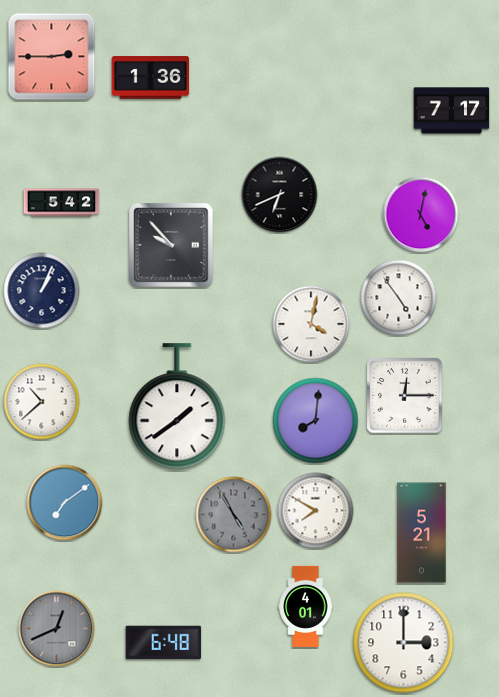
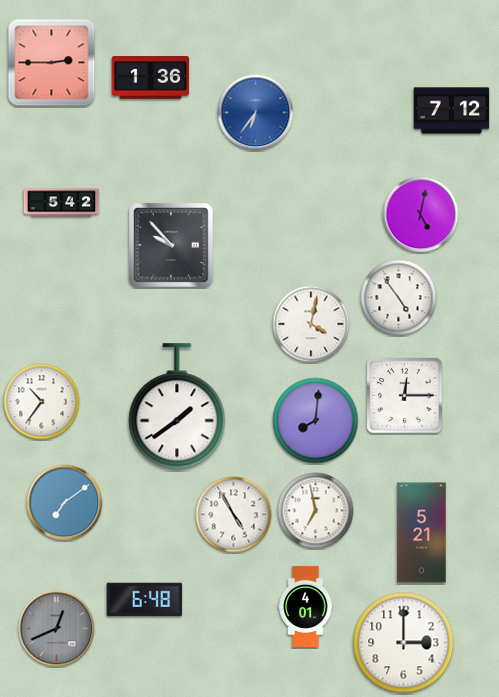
clock at (52, 57) position: (52, 57) -> (52, 63)
clock at (452, 111): 7:17 -> 7:12
clock at (256, 113): none -> 6:36
clock at (280, 195): 6:41 -> none
clock at (42, 291): 1:04 -> none
clock at (42, 402): 10:38 -> 10:36
clock at (316, 511): 7:50 -> 6:58
clock at (234, 515) dial: grey -> white
clock at (164, 643) position: (164, 643) -> (145, 600)
